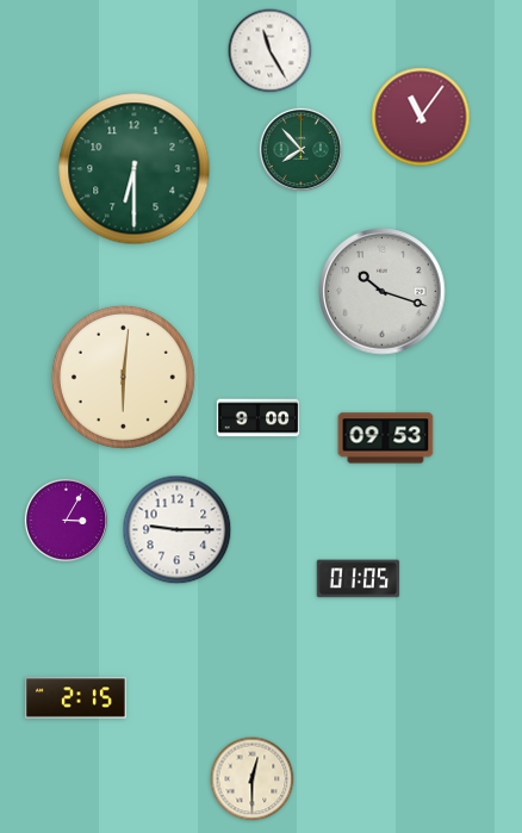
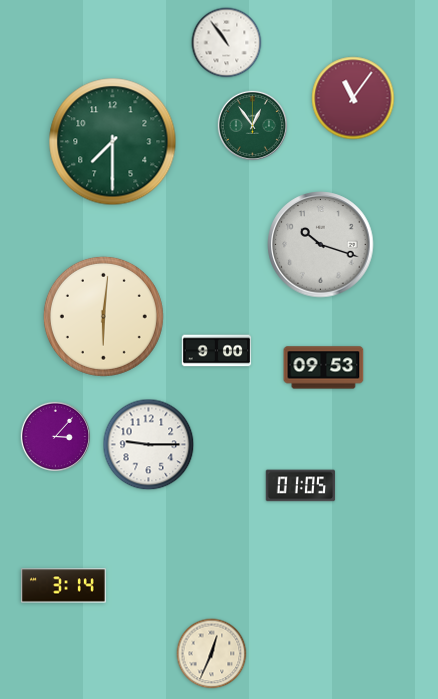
clock at (271, 51): 11:25 -> 10:54
clock at (300, 149): 7:53 -> 12:54
clock at (135, 169): 6:30 -> 7:30
clock at (66, 520): 3:05 -> 3:07
clock at (76, 698): 2:15 -> 3:14
clock at (253, 779): 12:30 -> 12:34
